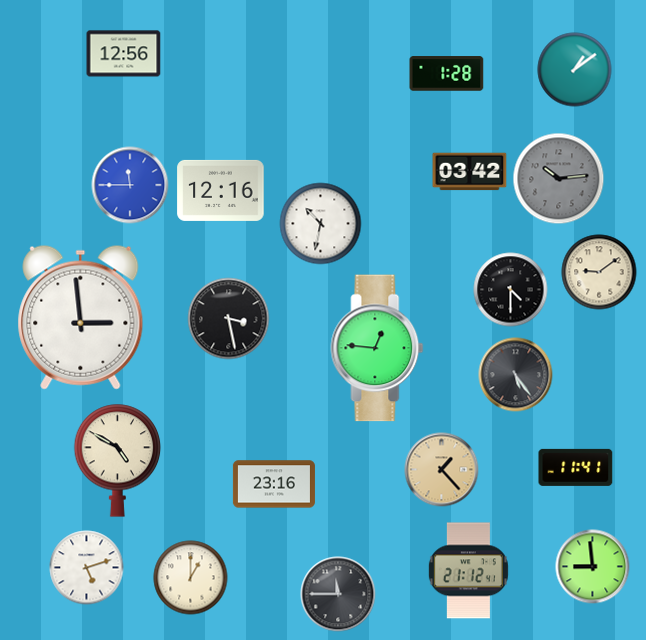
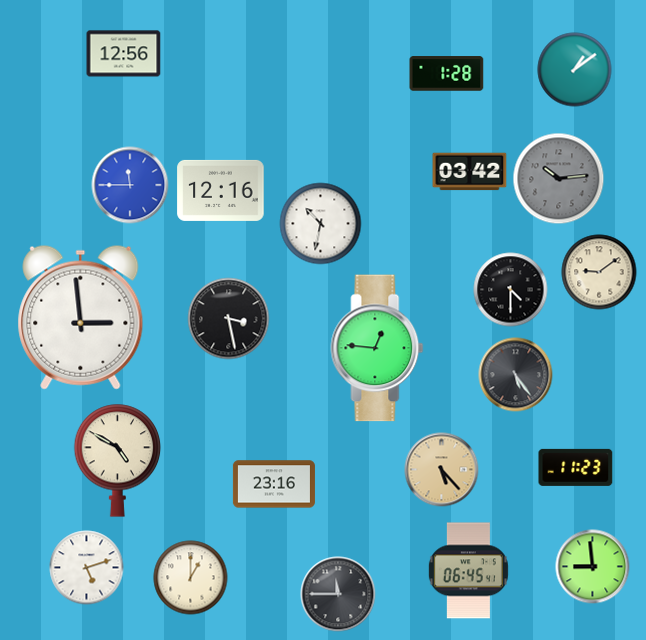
clock at (576, 467): 11:41 -> 11:23
clock at (442, 470): 1:23 -> 5:23
clock at (468, 571): 21:12 -> 06:45
